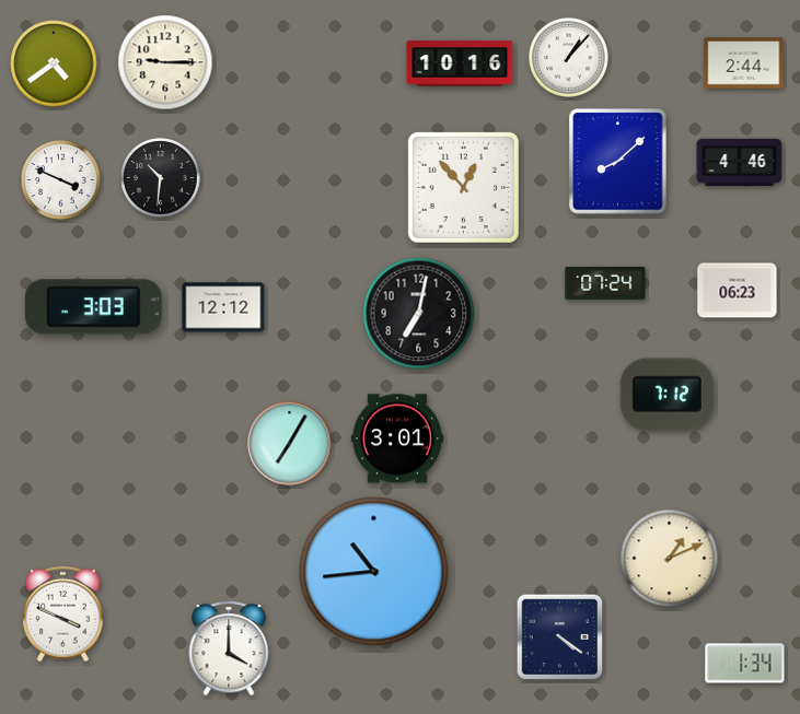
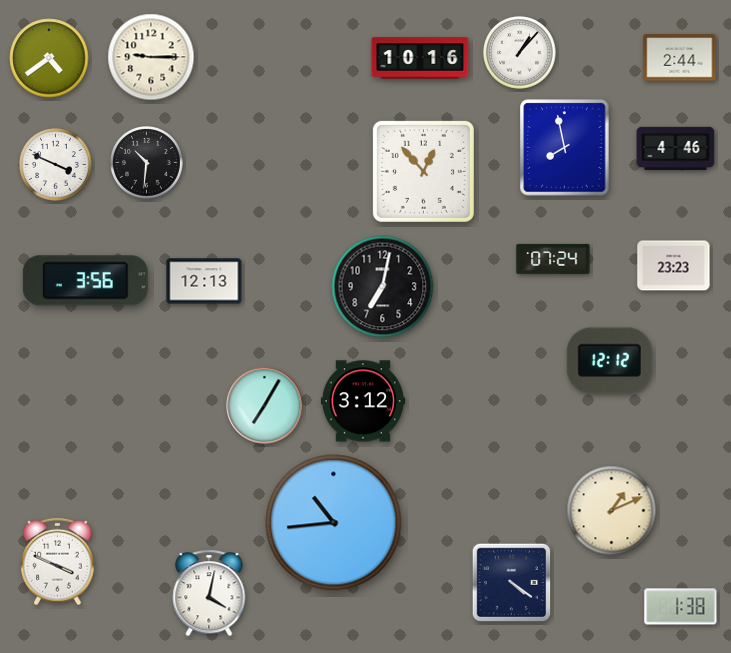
clock at (618, 162): 8:08 -> 7:58
clock at (738, 291): 06:23 -> 23:23
clock at (93, 307): 3:03 -> 3:56
clock at (223, 307): 12:12 -> 12:13
clock at (666, 395): 7:12 -> 12:12
clock at (397, 438): 3:01 -> 3:12
clock at (374, 572) position: (374, 572) -> (334, 523)
clock at (229, 648): 4:00 -> 4:02
clock at (745, 664): 1:34 -> 1:38
